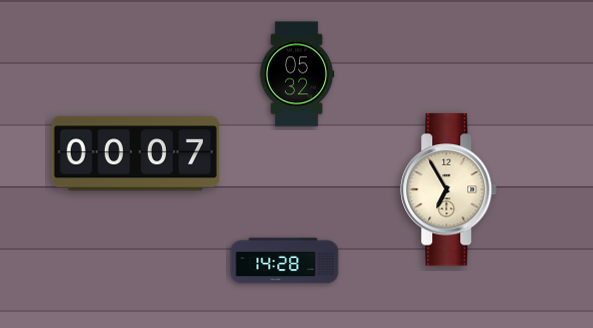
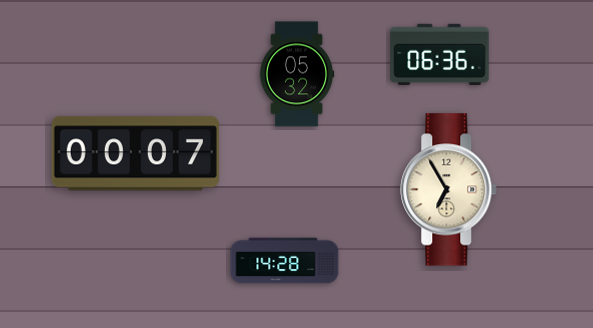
clock at (440, 54): none -> 06:36
